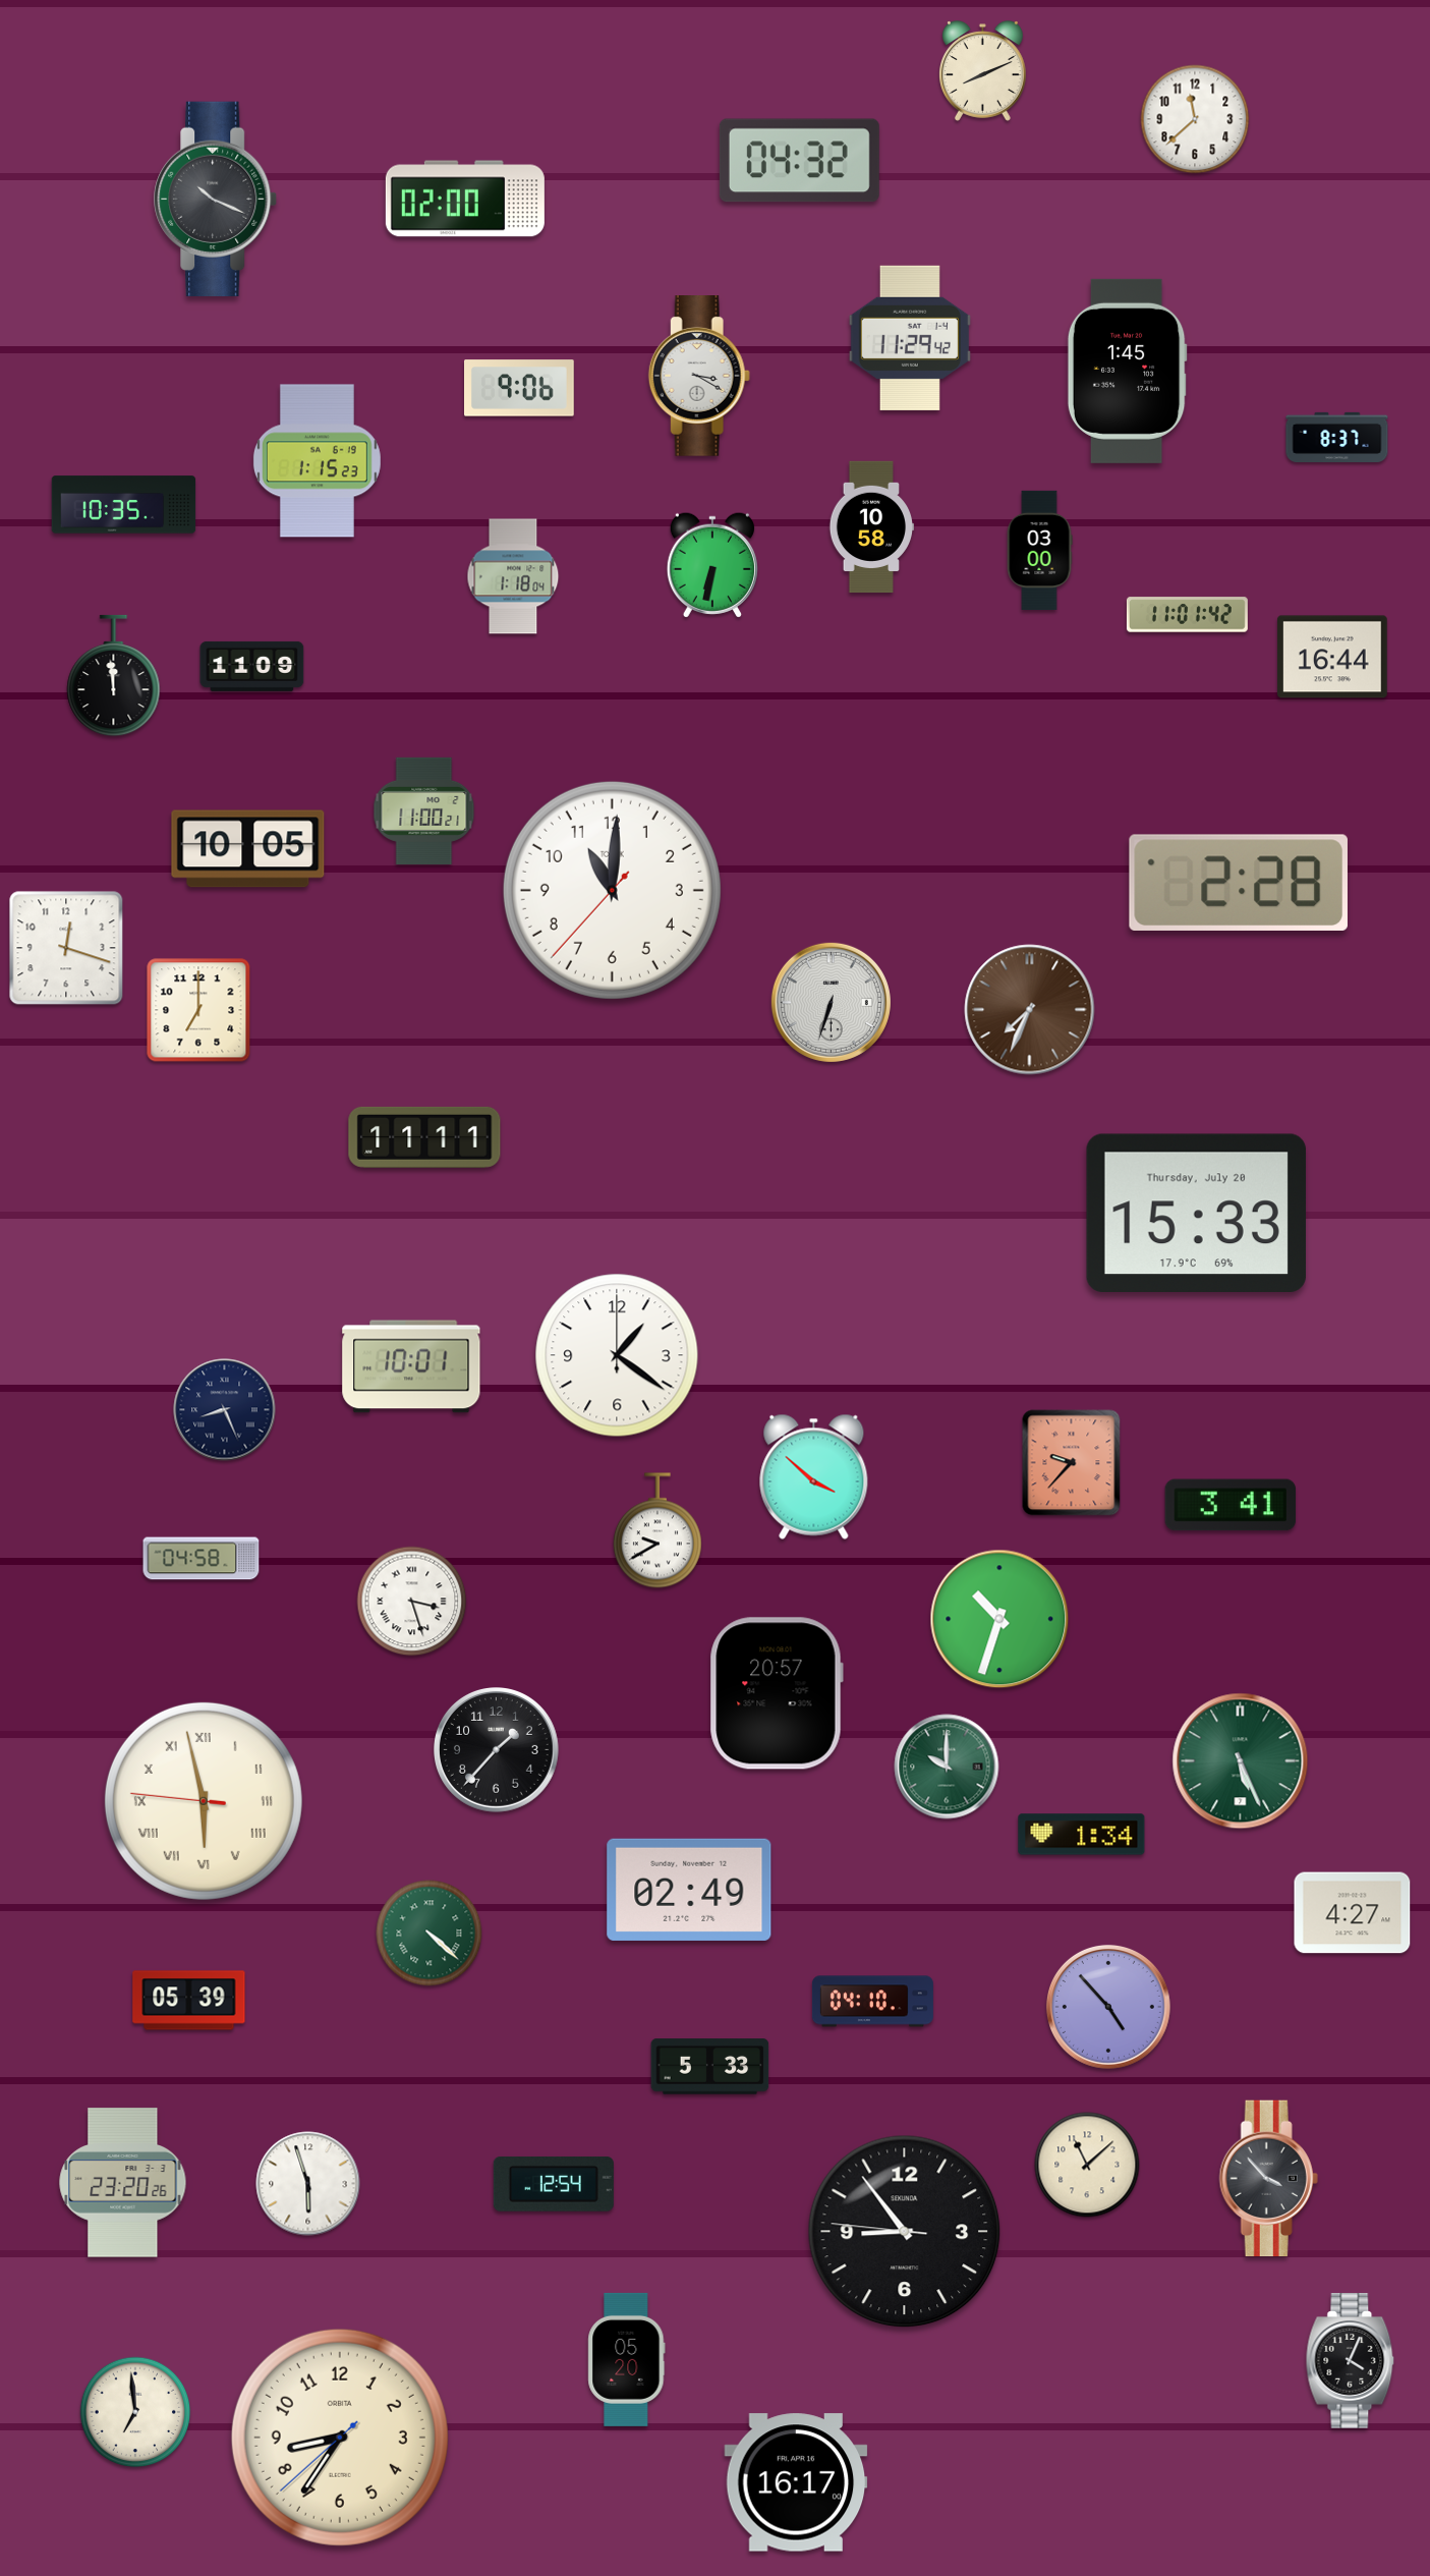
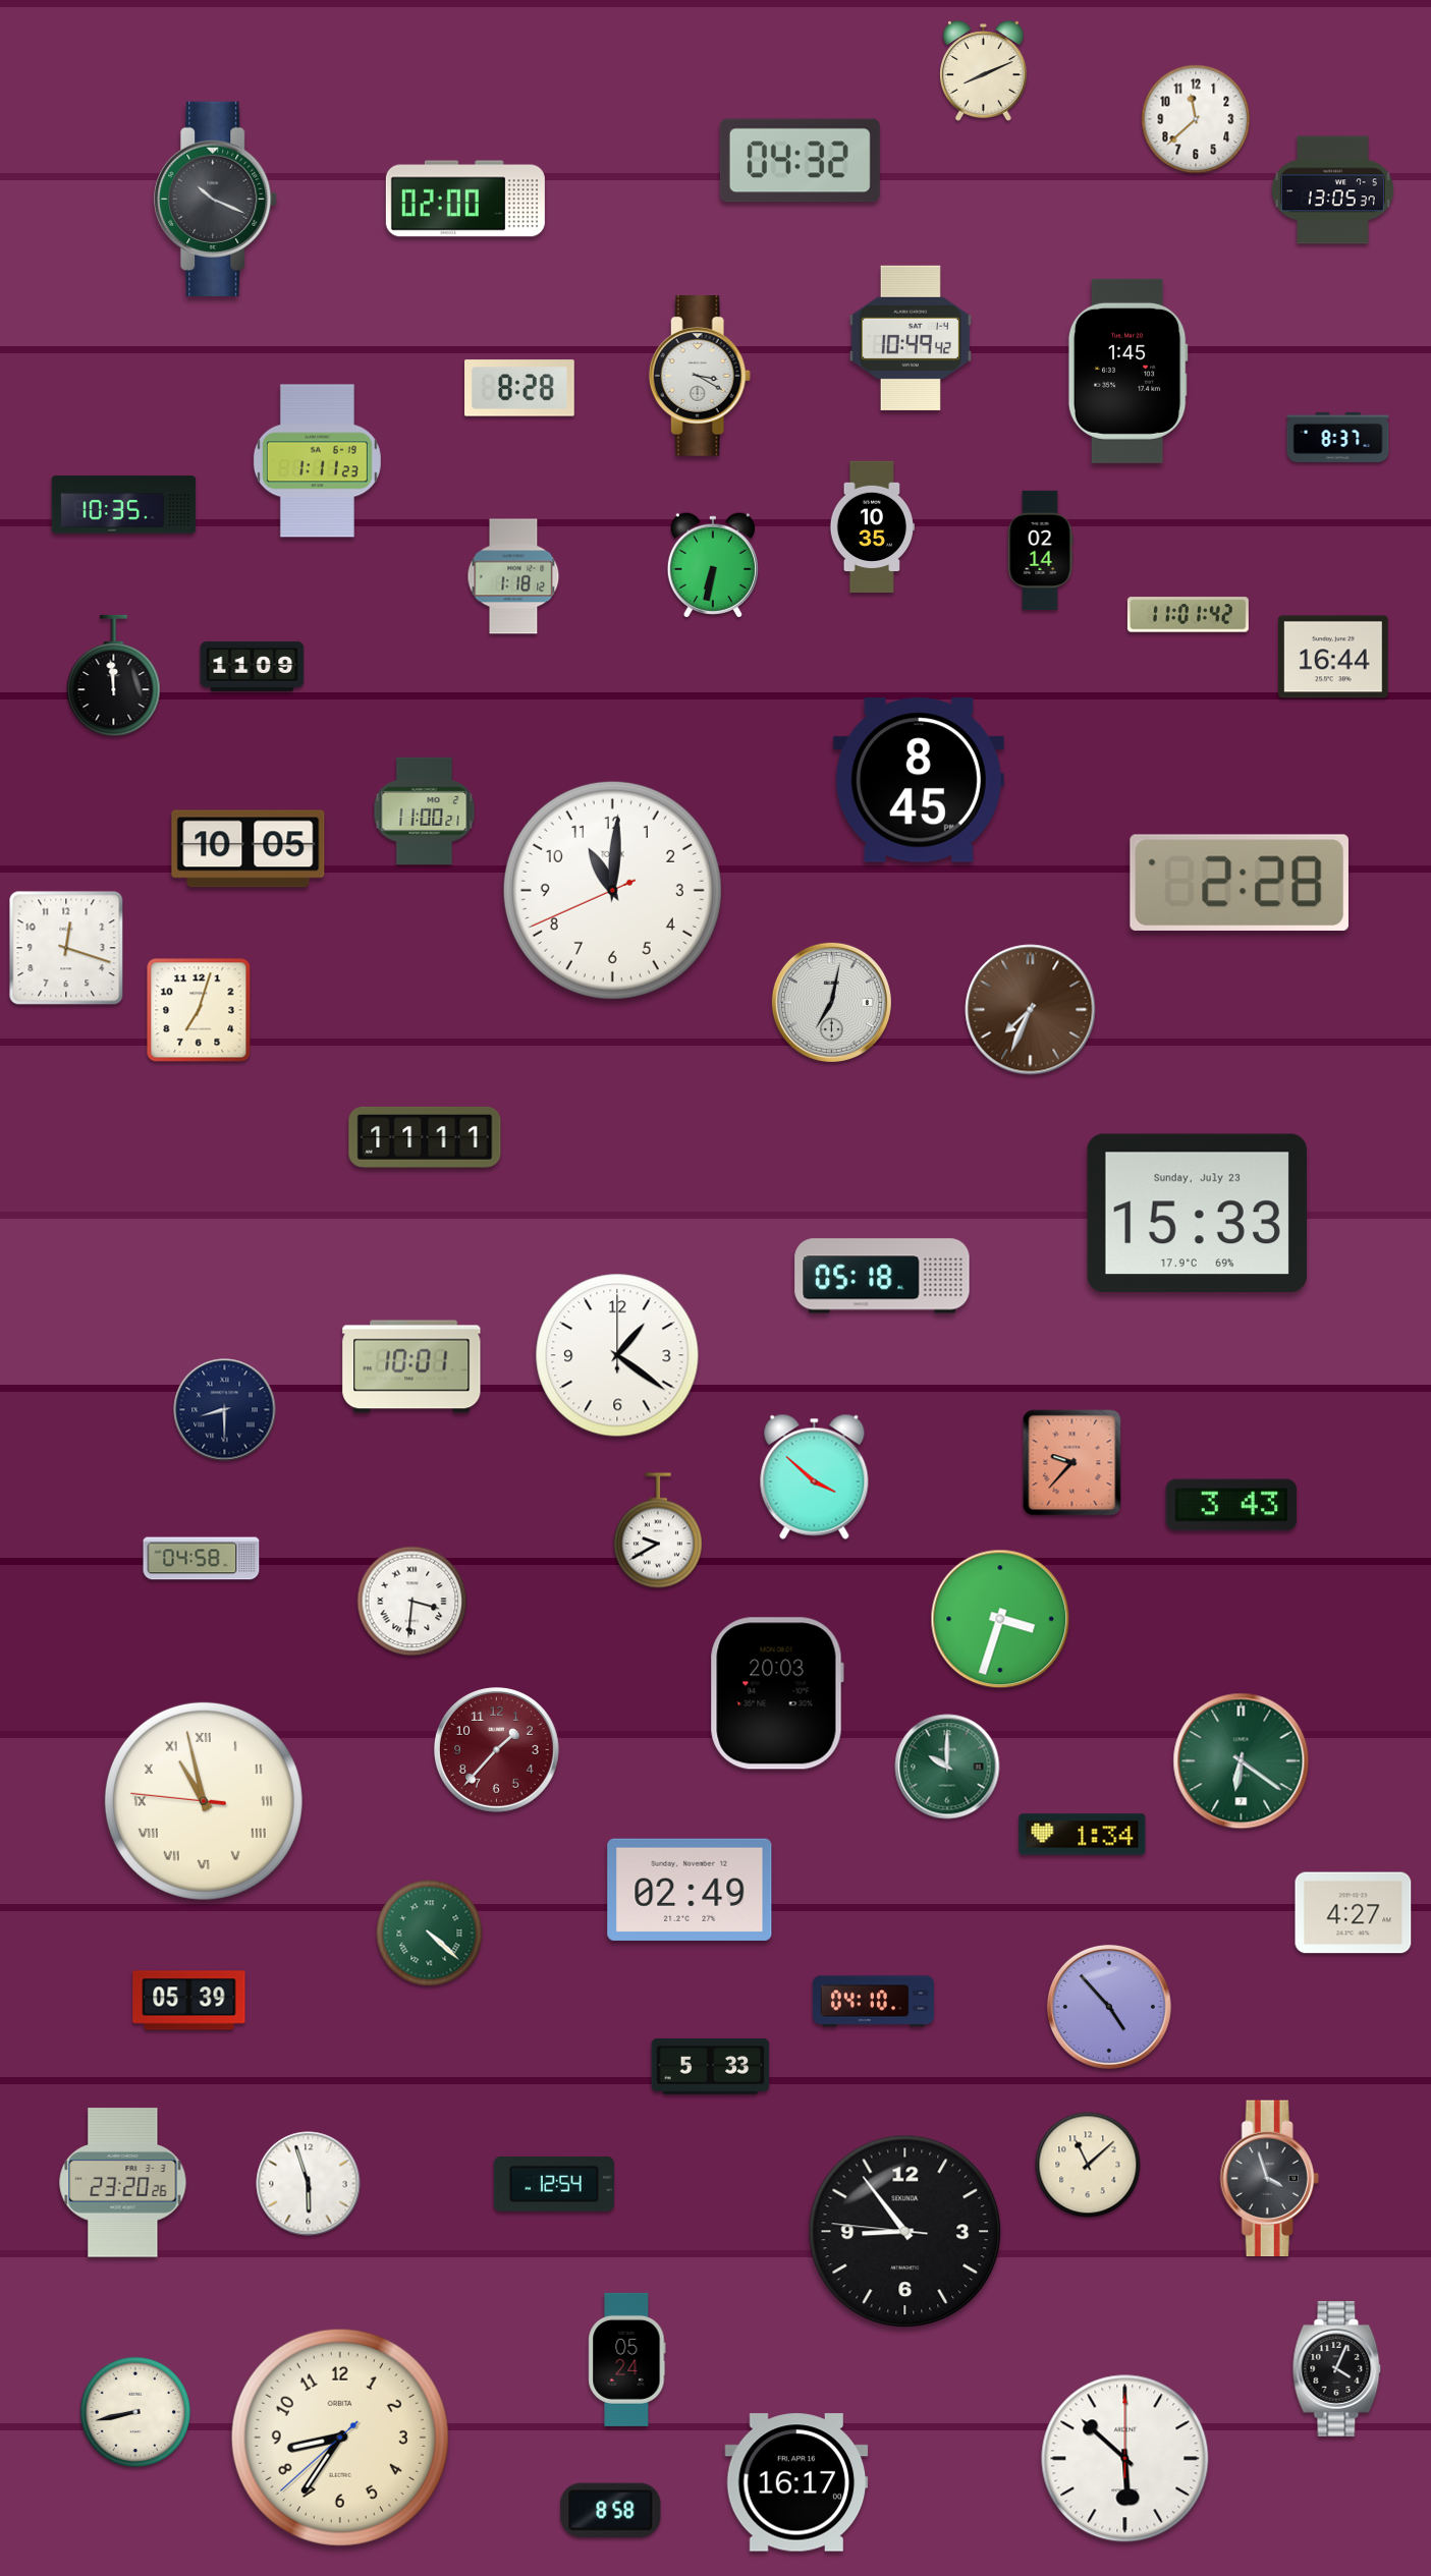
clock at (1332, 190): none -> 13:05
clock at (910, 338): 11:29 -> 10:49
clock at (520, 388): 9:06 -> 8:28
clock at (317, 461): 1:15 -> 1:11
clock at (871, 527): 10:58 -> 10:35
clock at (1039, 550): 03:00 -> 02:14
clock at (513, 576): 1:18:04 -> 1:18:12
clock at (919, 780): none -> 8:45
clock at (612, 890): 11:00:37 -> 11:00:41
clock at (831, 1002): 6:33 -> 7:02
clock at (198, 1010): 7:00 -> 7:03
clock at (1196, 1213) date: Thursday, July 20 -> Sunday, July 23
clock at (882, 1276): none -> 05:18
clock at (225, 1410): 8:26 -> 8:30
clock at (1231, 1505): 3:41 -> 3:43
clock at (412, 1602): 3:27 -> 3:31
clock at (999, 1619): 10:33 -> 3:33
clock at (777, 1693): 20:57 -> 20:03
clock at (497, 1750) dial: black -> burgundy
clock at (1241, 1761): 5:26 -> 6:21
clock at (204, 1801): 5:57 -> 10:57
clock at (1268, 2179): 3:53 -> 3:57
clock at (627, 2359): 05:20 -> 05:24
clock at (1351, 2361) position: (1351, 2361) -> (1337, 2369)
clock at (135, 2412): 6:59 -> 8:43
clock at (1125, 2459): none -> 5:52
clock at (611, 2510): none -> 8:58
